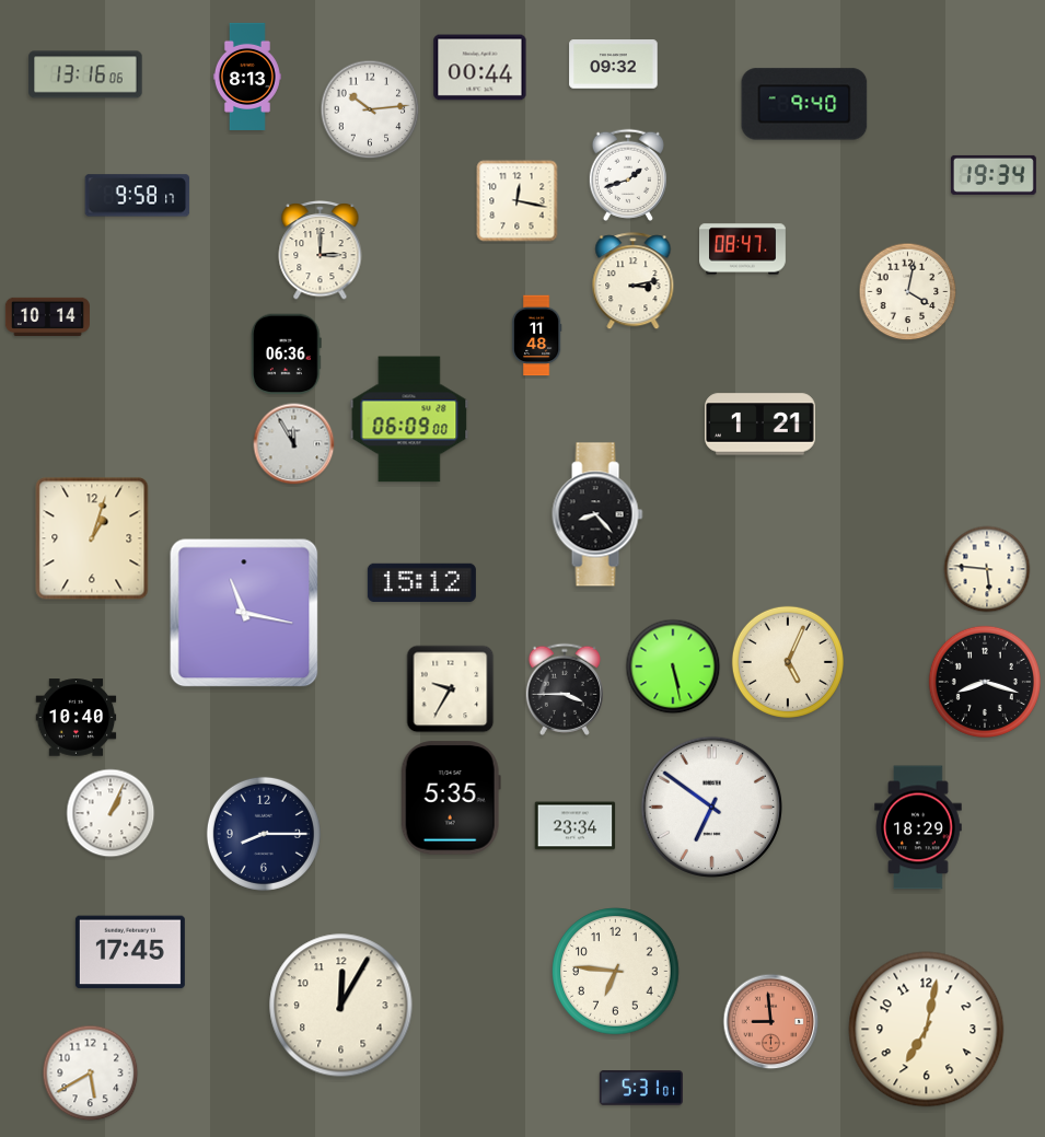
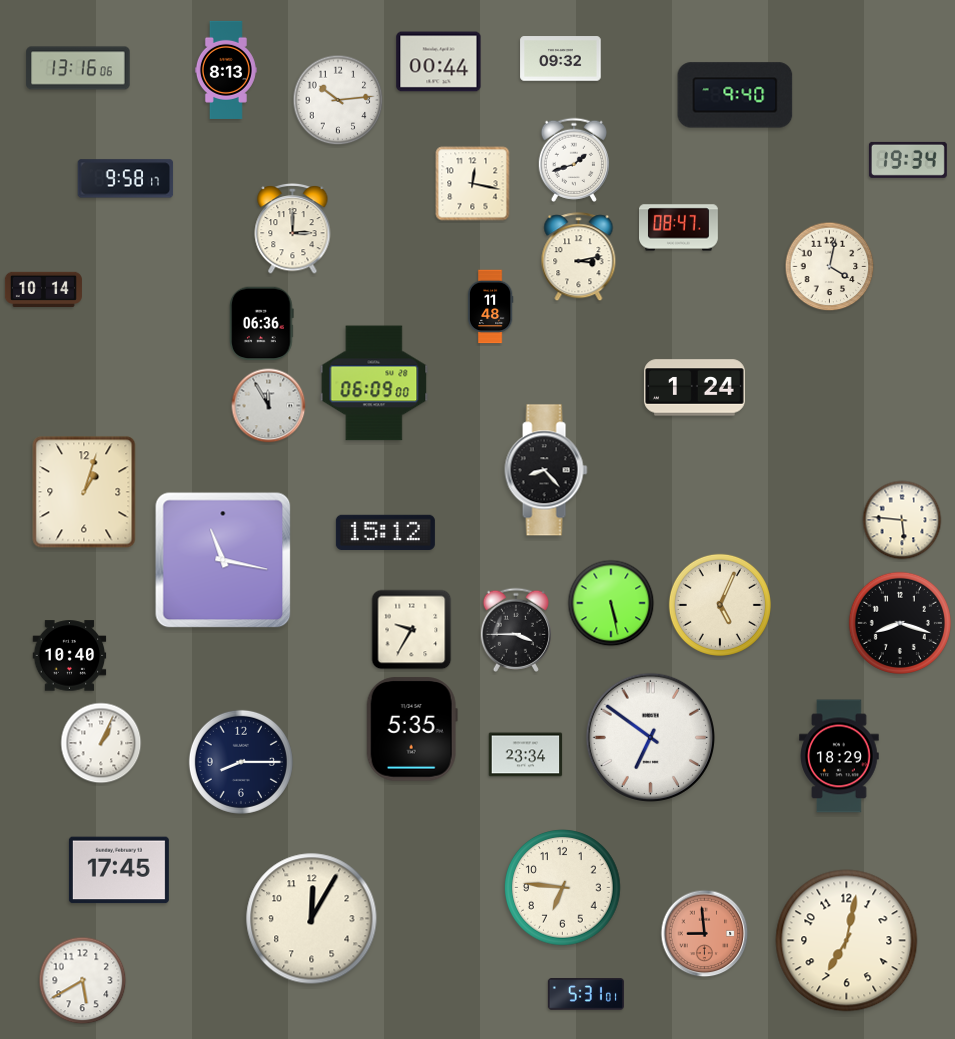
clock at (760, 425): 1:21 -> 1:24
clock at (673, 666) position: (673, 666) -> (611, 603)
